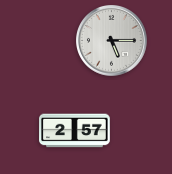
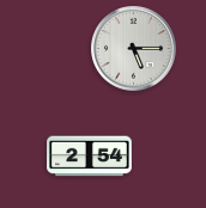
clock at (75, 131): 2:57 -> 2:54
